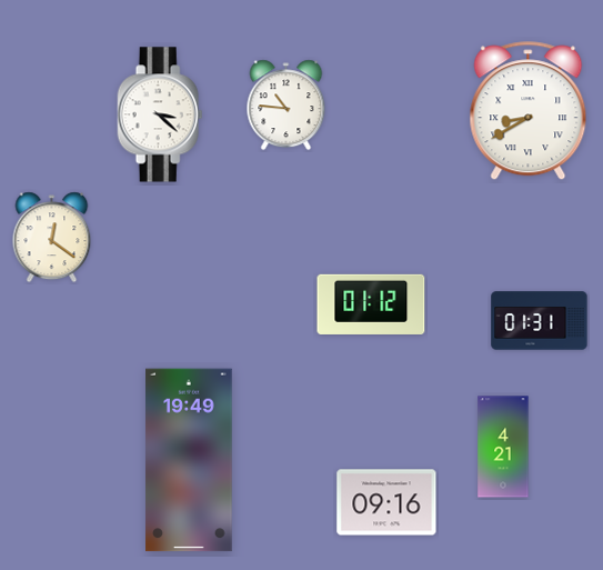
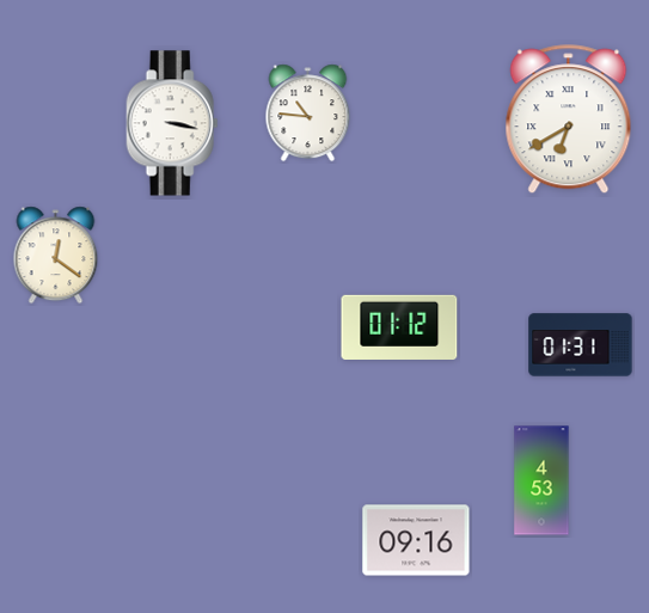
clock at (529, 111): 8:40 -> 6:40
clock at (160, 114): 3:22 -> 3:17
clock at (503, 447): 4:21 -> 4:53
clock at (189, 460): 19:49 -> none
